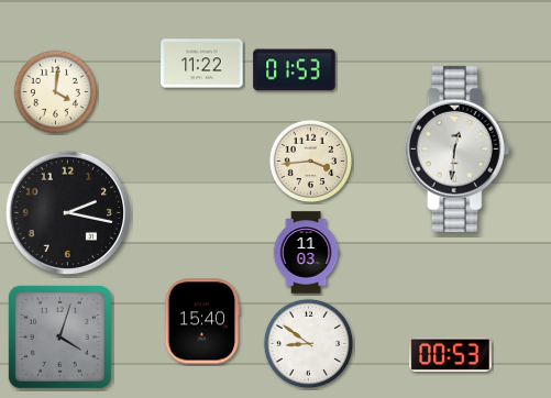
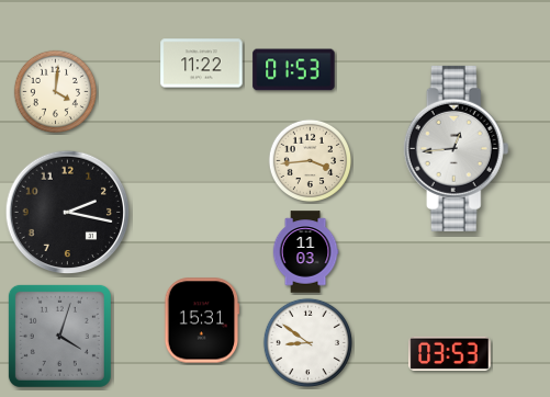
clock at (458, 148): 12:31 -> 12:44
clock at (202, 321): 15:40 -> 15:31
clock at (451, 354): 00:53 -> 03:53
